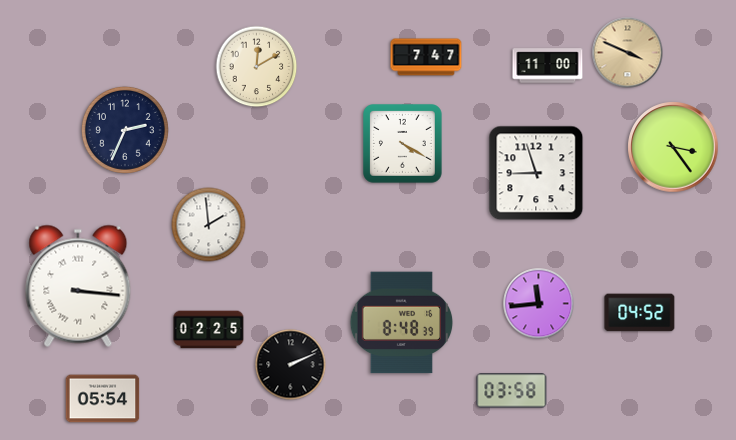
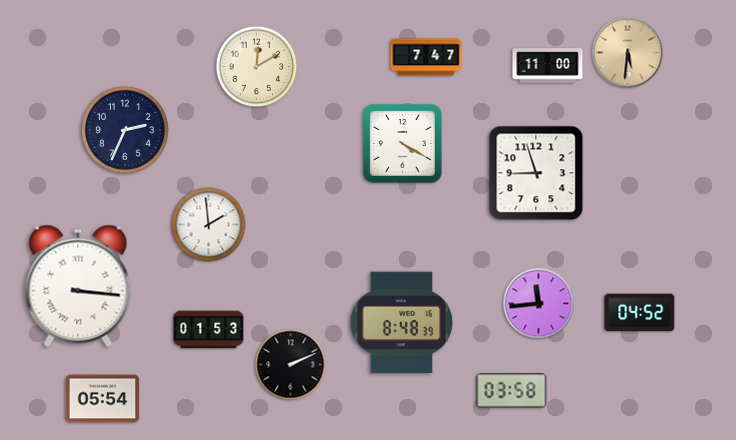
clock at (628, 53): 3:49 -> 5:31
clock at (673, 147): 3:24 -> none
clock at (209, 330): 02:25 -> 01:53
